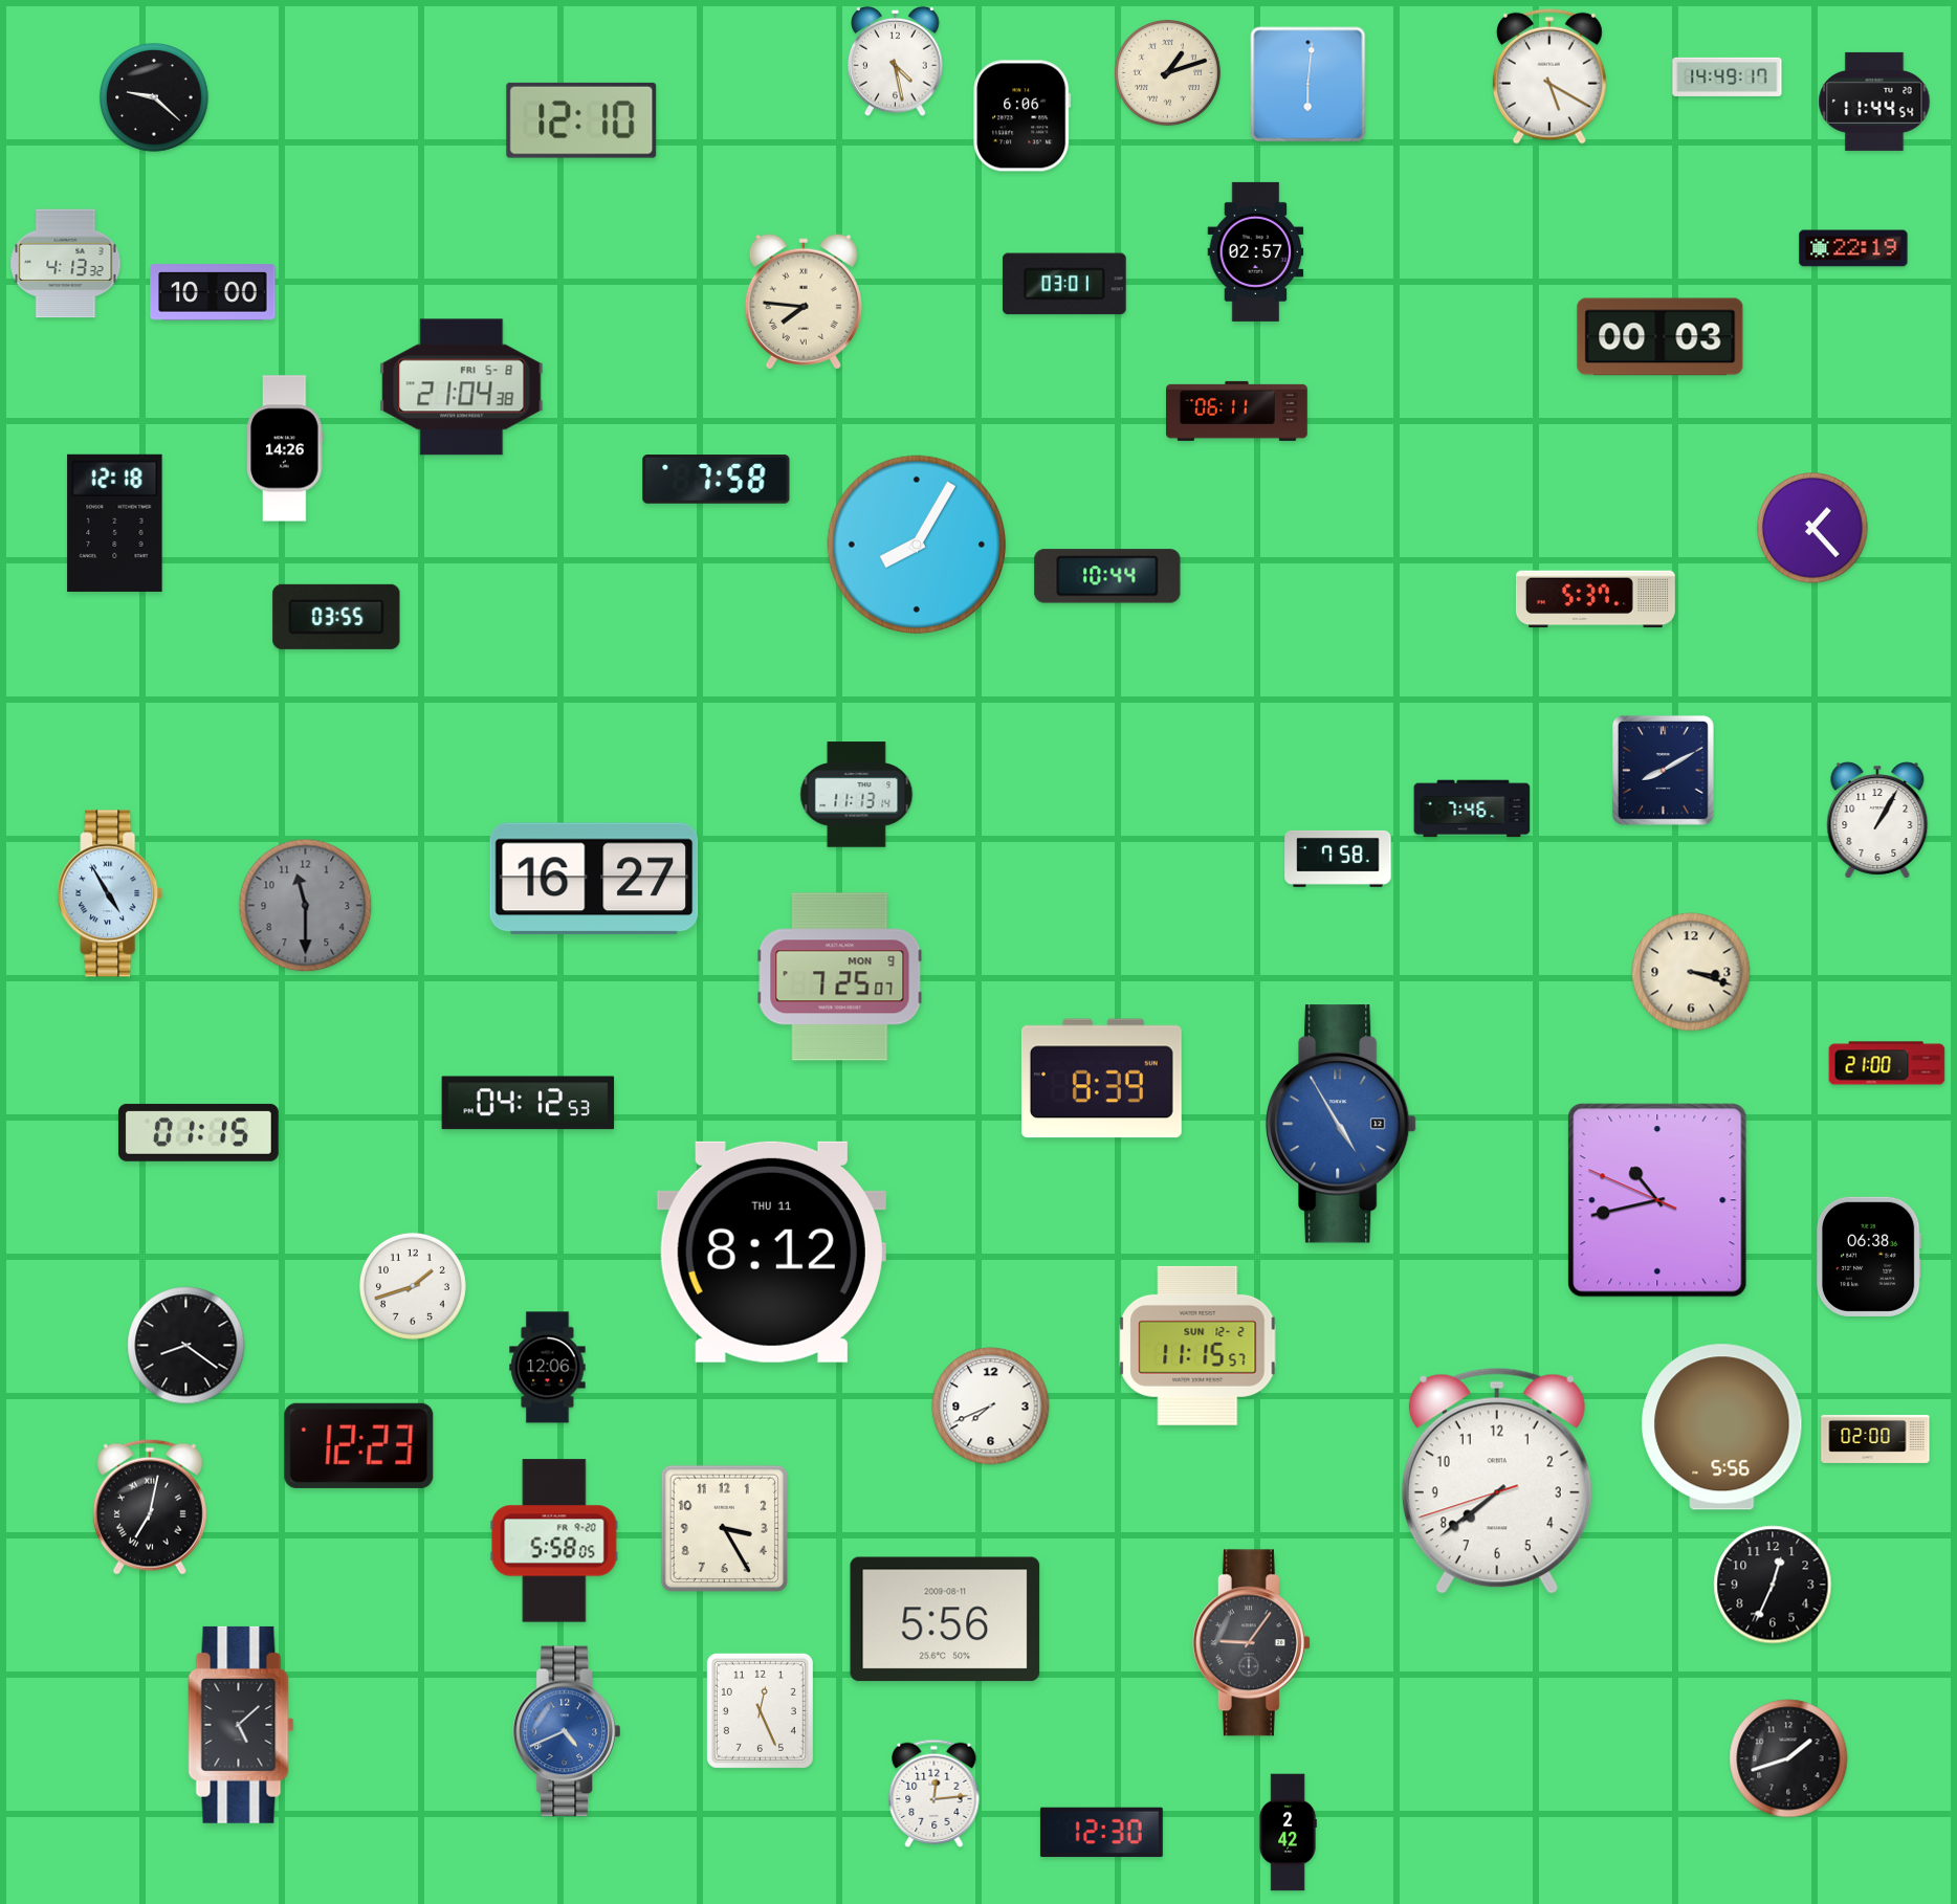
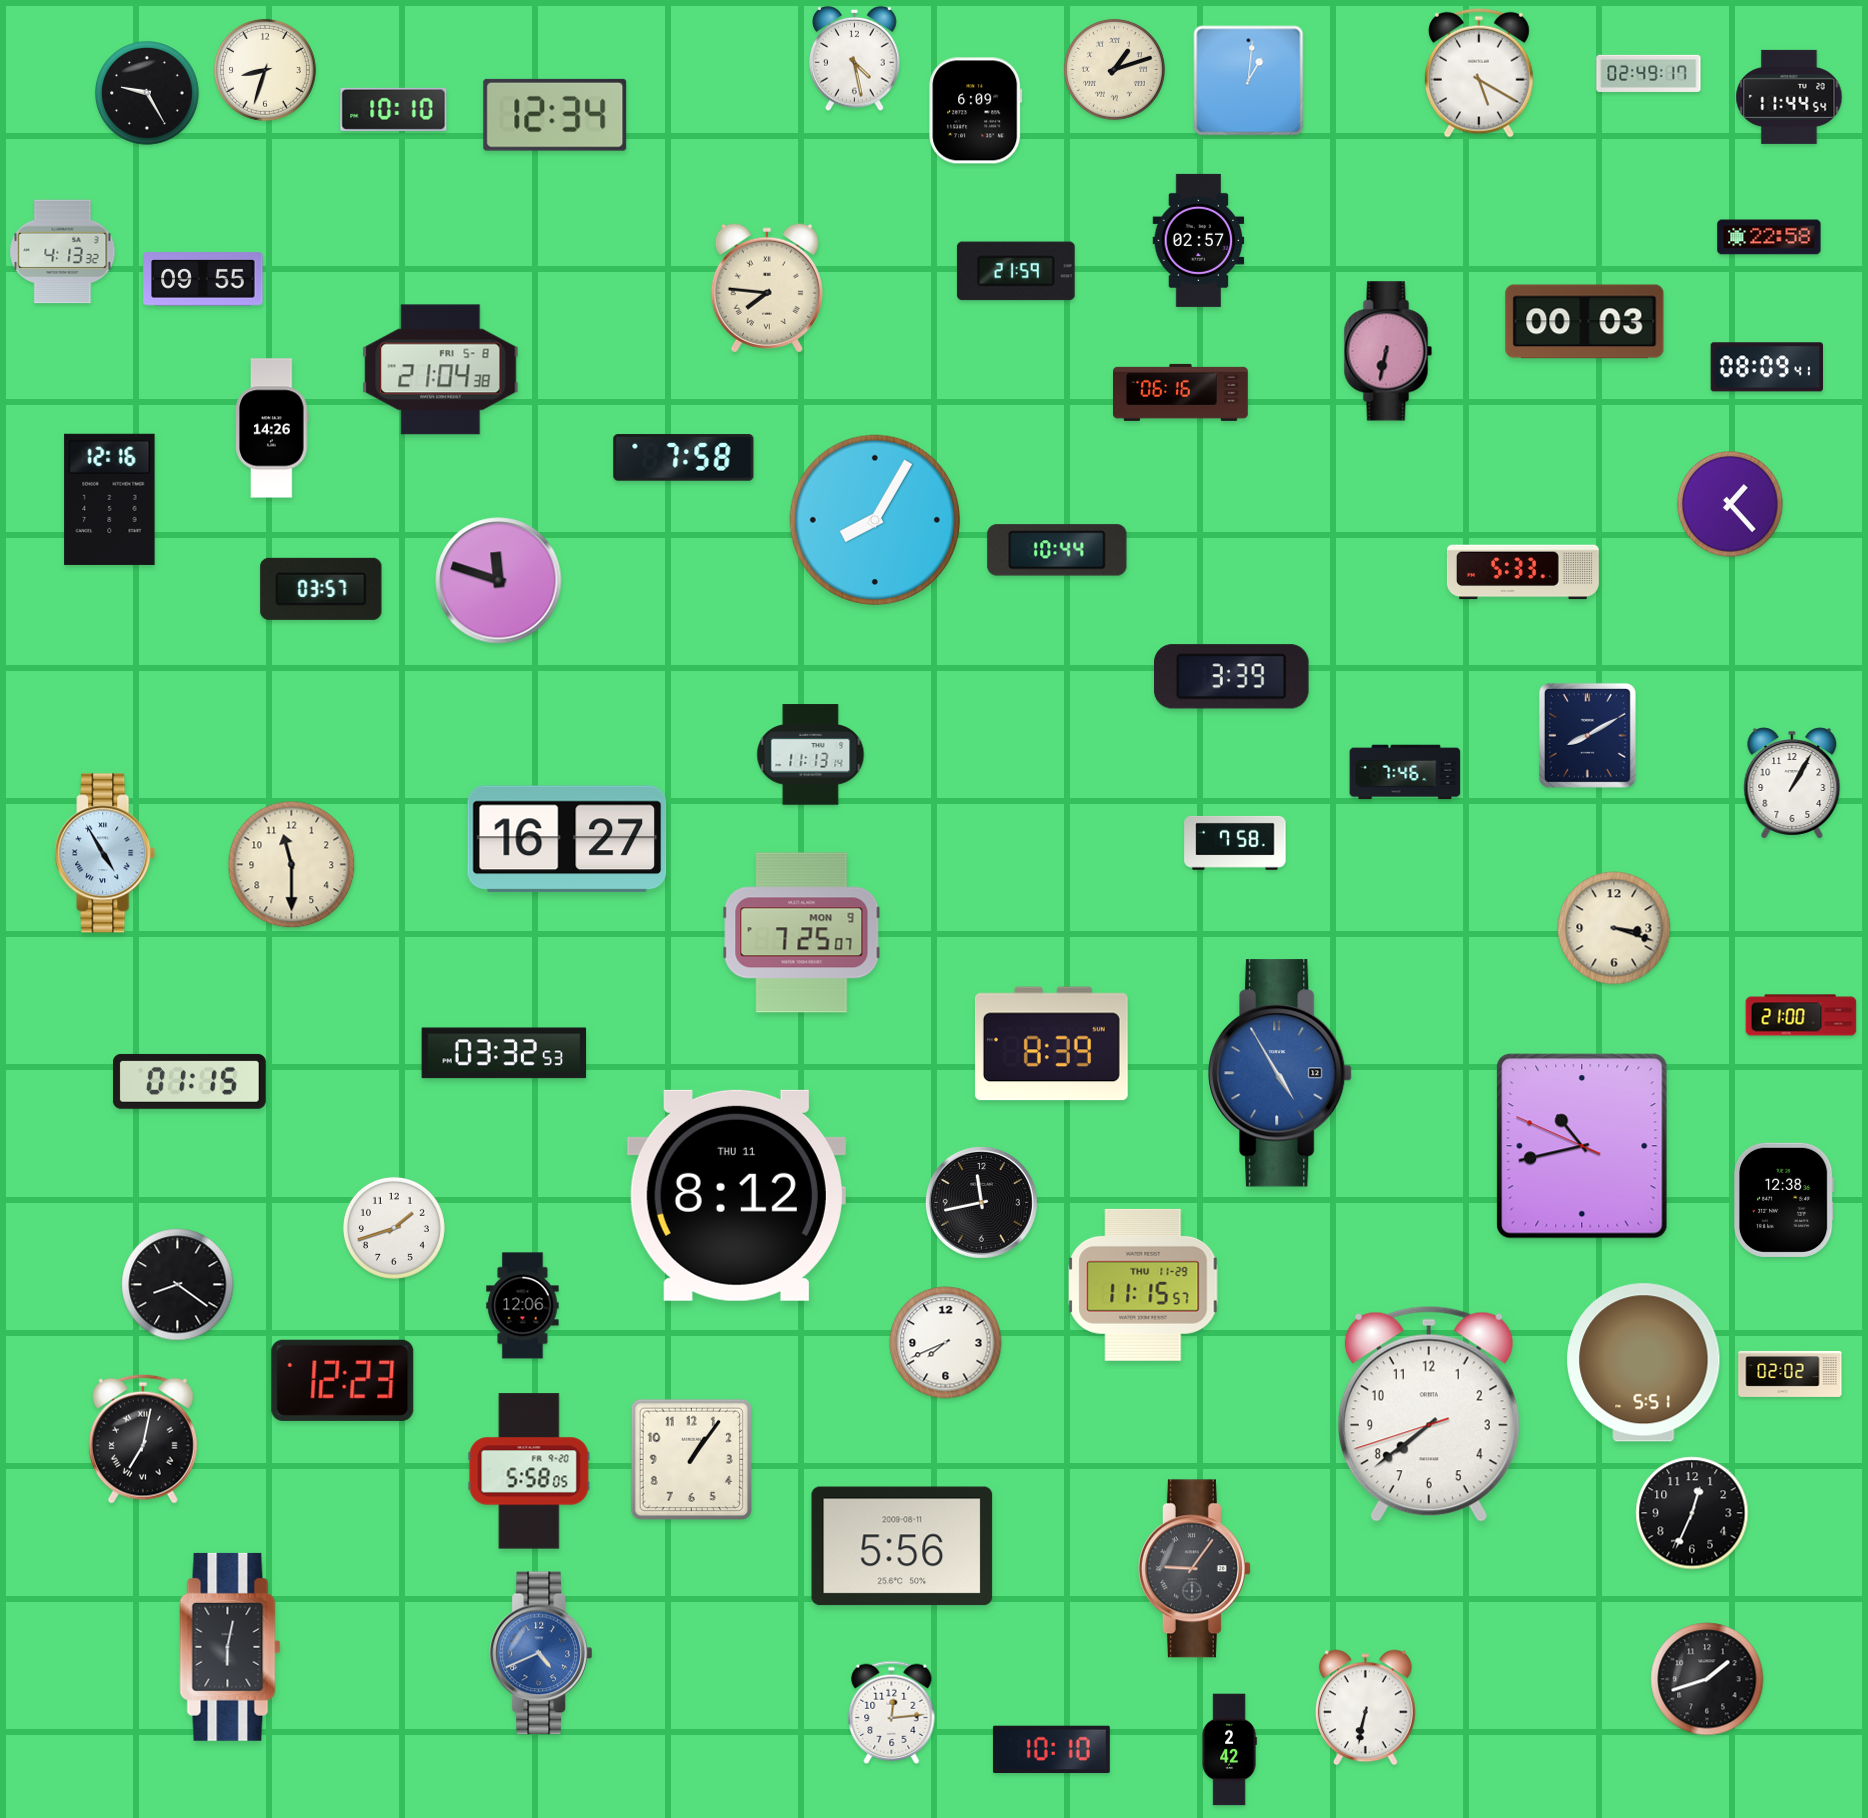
clock at (265, 70): none -> 8:33
clock at (1728, 76): 14:49 -> 02:49
clock at (1309, 85): 6:01 -> 1:01
clock at (155, 98): 9:22 -> 9:25
clock at (394, 109): none -> 10:10
clock at (1023, 116): 6:06 -> 6:09
clock at (581, 120): 12:10 -> 12:34
clock at (1853, 248): 22:19 -> 22:58
clock at (1064, 284): 03:01 -> 21:59
clock at (213, 292): 10:00 -> 09:55
clock at (1388, 351): none -> 6:32
clock at (1766, 367): none -> 08:09
clock at (1237, 411): 06:11 -> 06:16
clock at (115, 523): 12:18 -> 12:16
clock at (1596, 599): 5:37 -> 5:33
clock at (499, 581): none -> 11:48
clock at (336, 617): 03:55 -> 03:57
clock at (1232, 677): none -> 3:39
clock at (857, 795) position: (857, 795) -> (811, 755)
clock at (1338, 859) position: (1338, 859) -> (1235, 843)
clock at (306, 906) dial: grey -> cream
clock at (1101, 1079) position: (1101, 1079) -> (1051, 1044)
clock at (528, 1103): 04:12 -> 03:32
clock at (1869, 1257): 06:38 -> 12:38
clock at (981, 1202): none -> 11:43
clock at (1197, 1346) date: SUN 12-2 -> THU 11-29
clock at (1722, 1427): 5:56 -> 5:51
clock at (1875, 1439): 02:00 -> 02:02
clock at (724, 1528): 3:25 -> 1:06
clock at (760, 1710): 12:26 -> none
clock at (241, 1725): 5:08 -> 6:02
clock at (1365, 1708): none -> 6:32
clock at (1101, 1833): 12:30 -> 10:10
